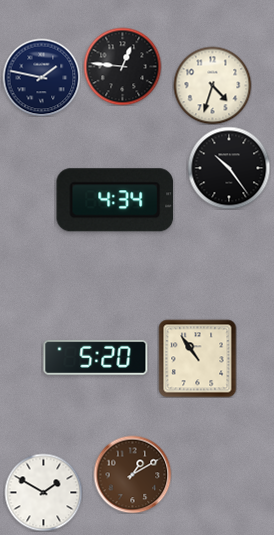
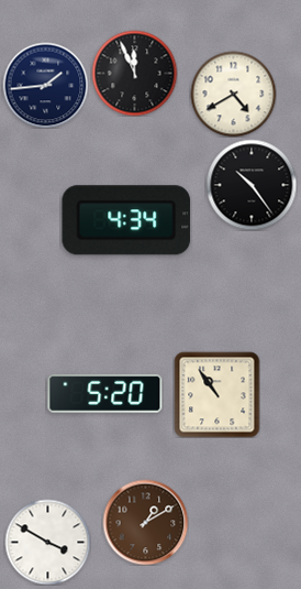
clock at (122, 66): 12:46 -> 11:56
clock at (41, 77): 1:47 -> 1:44
clock at (212, 85): 4:33 -> 4:40
clock at (43, 492): 1:50 -> 3:50
